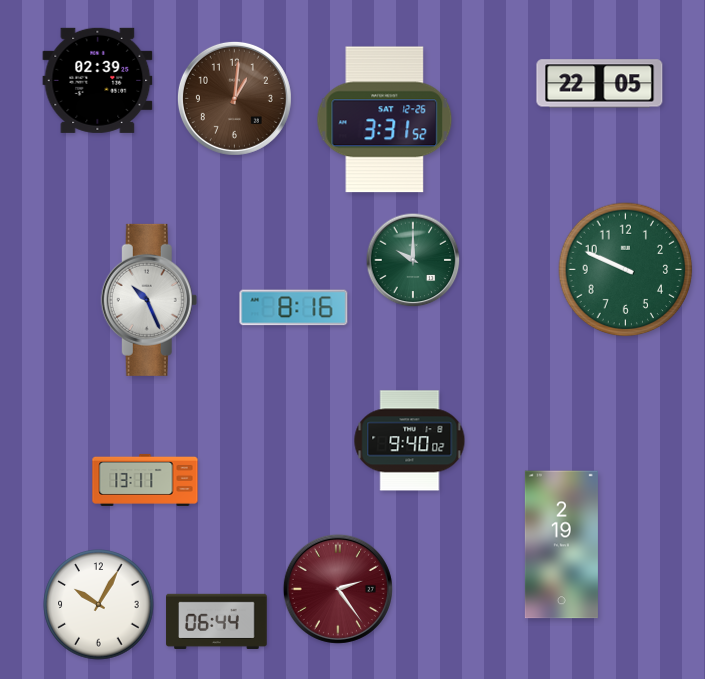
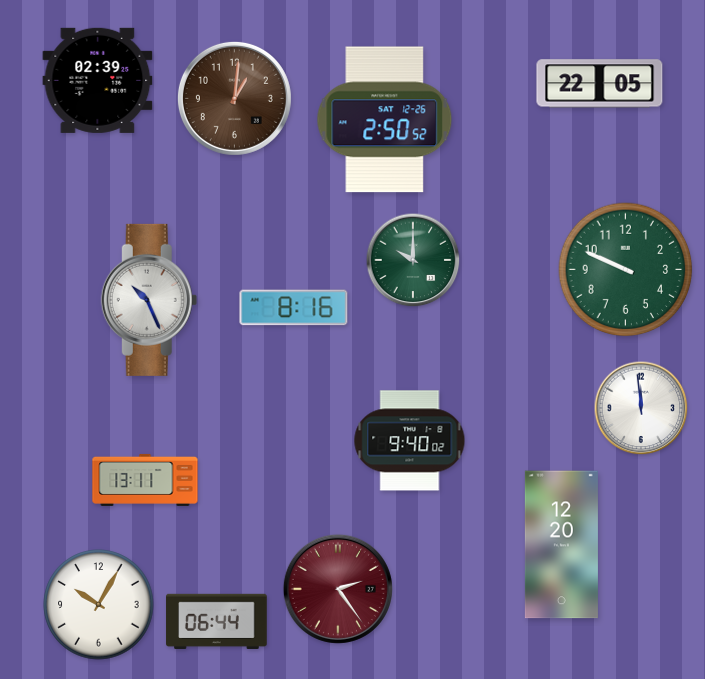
clock at (385, 120): 3:31 -> 2:50
clock at (641, 408): none -> 11:59
clock at (561, 545): 2:19 -> 12:20
